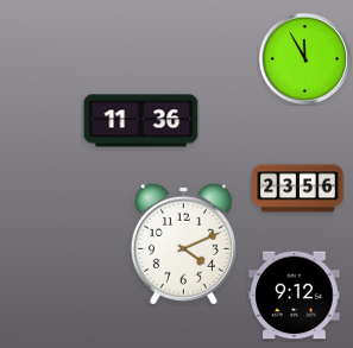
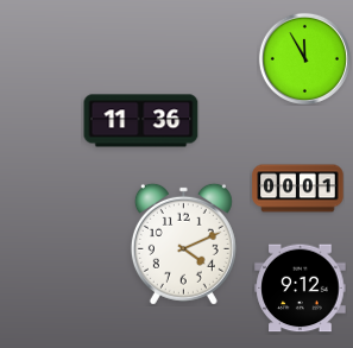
clock at (298, 189): 23:56 -> 00:01
clock at (295, 296) position: (295, 296) -> (301, 289)
